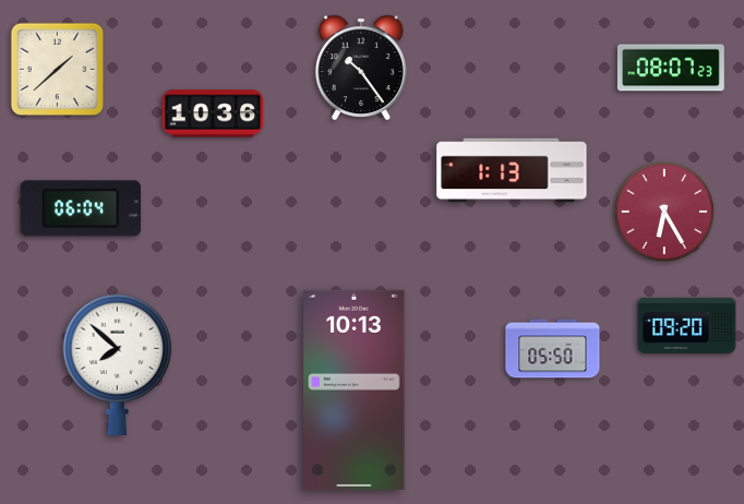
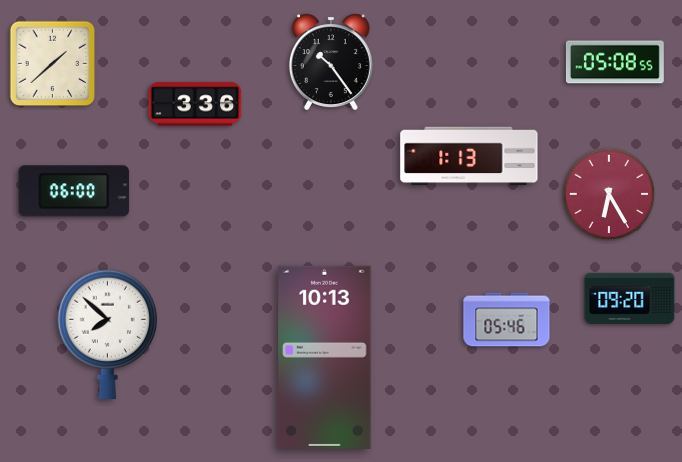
clock at (671, 68): 08:07 -> 05:08
clock at (213, 113): 10:36 -> 3:36
clock at (81, 208): 06:04 -> 06:00
clock at (553, 349): 05:50 -> 05:46
